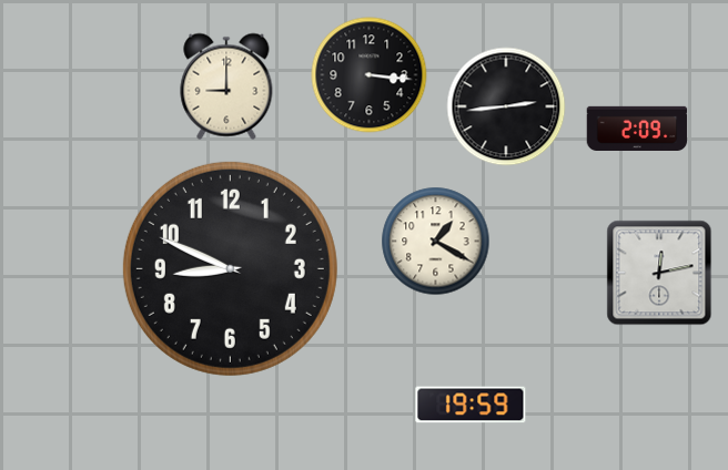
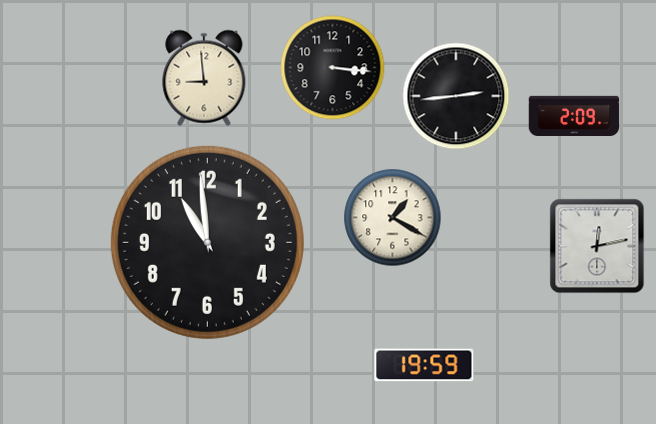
clock at (226, 86): 9:00 -> 8:59
clock at (230, 268): 8:49 -> 10:59
clock at (659, 273) position: (659, 273) -> (597, 246)
